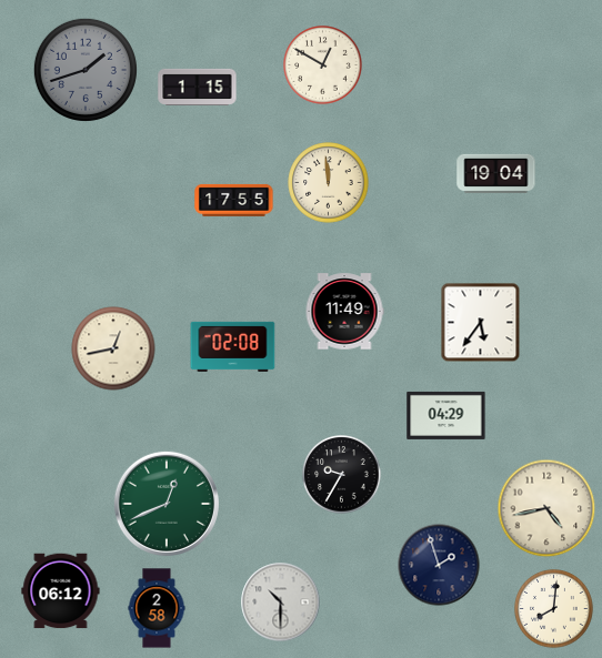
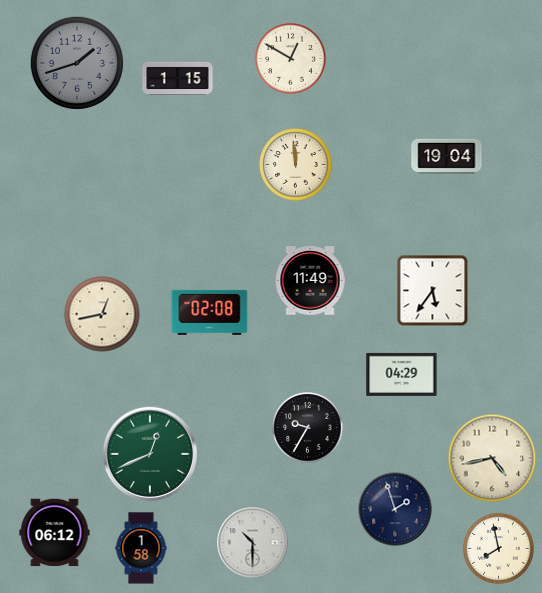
clock at (234, 200): 17:55 -> none
clock at (157, 608): 2:58 -> 1:58
clock at (554, 609): 8:01 -> 7:58
